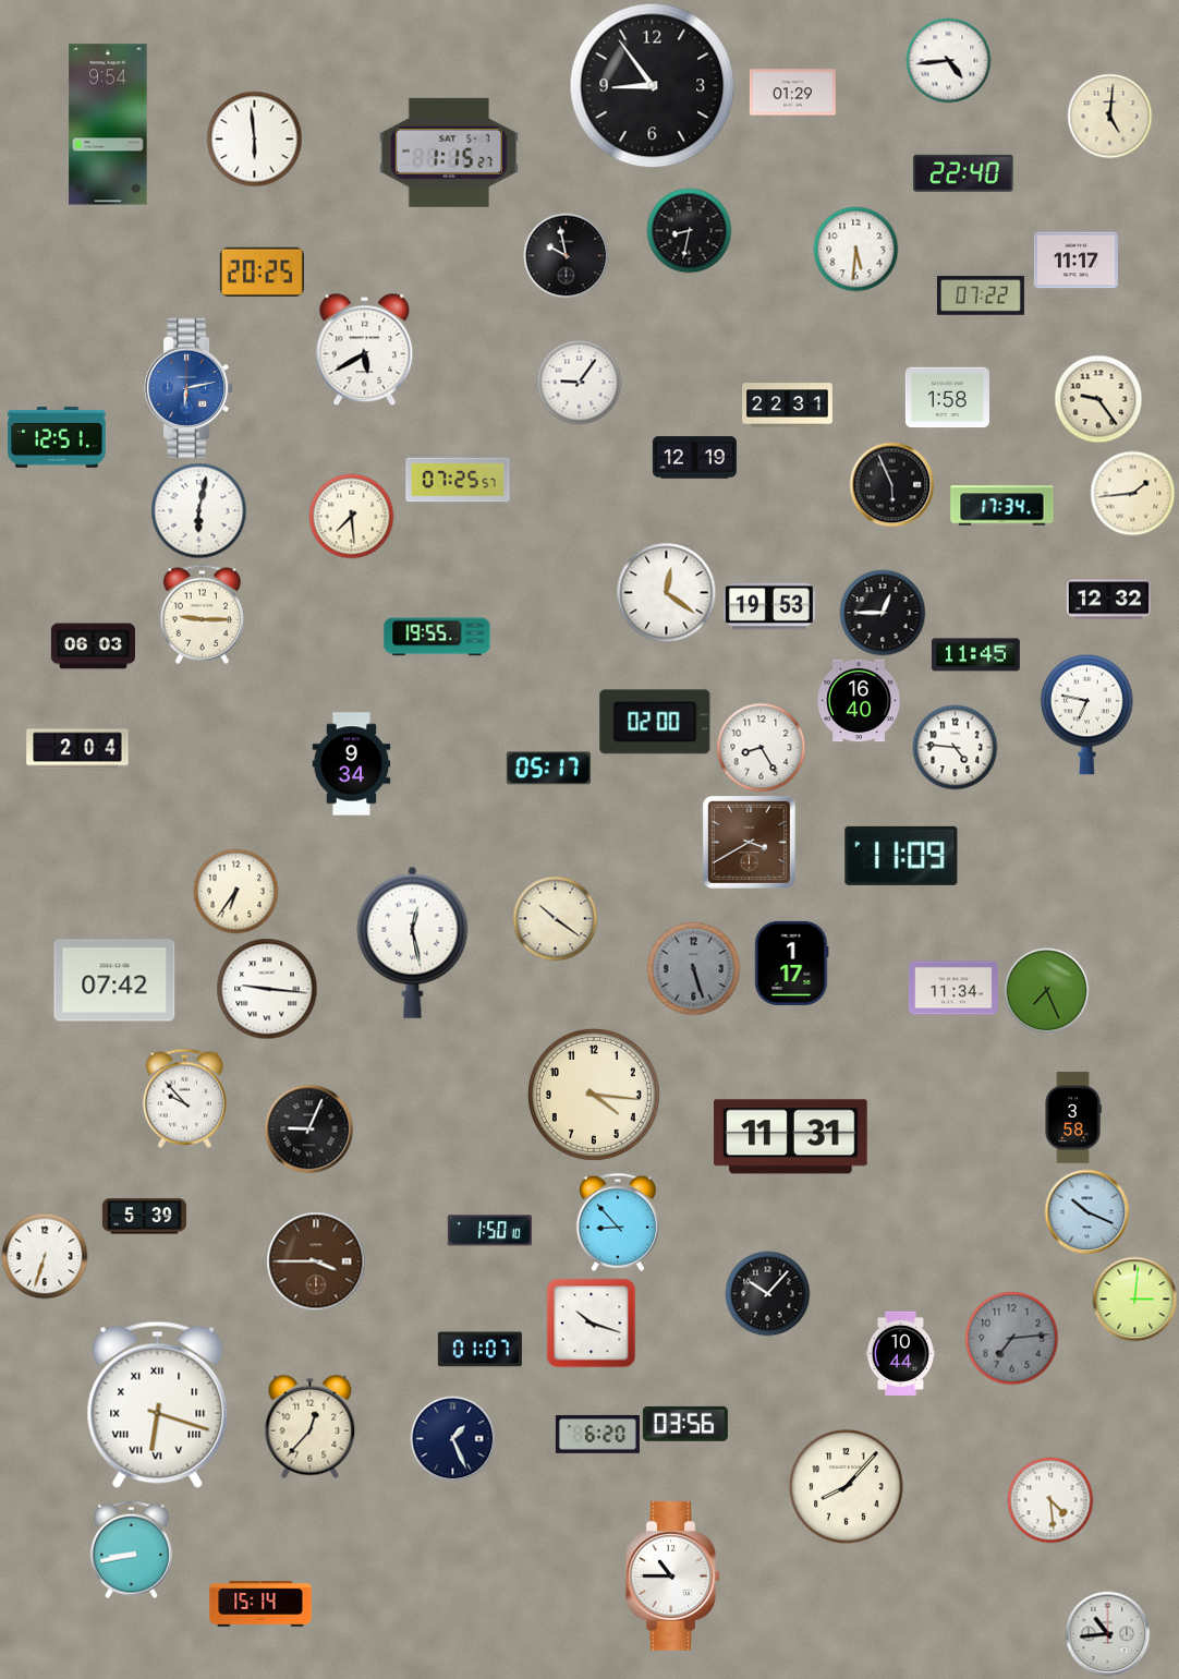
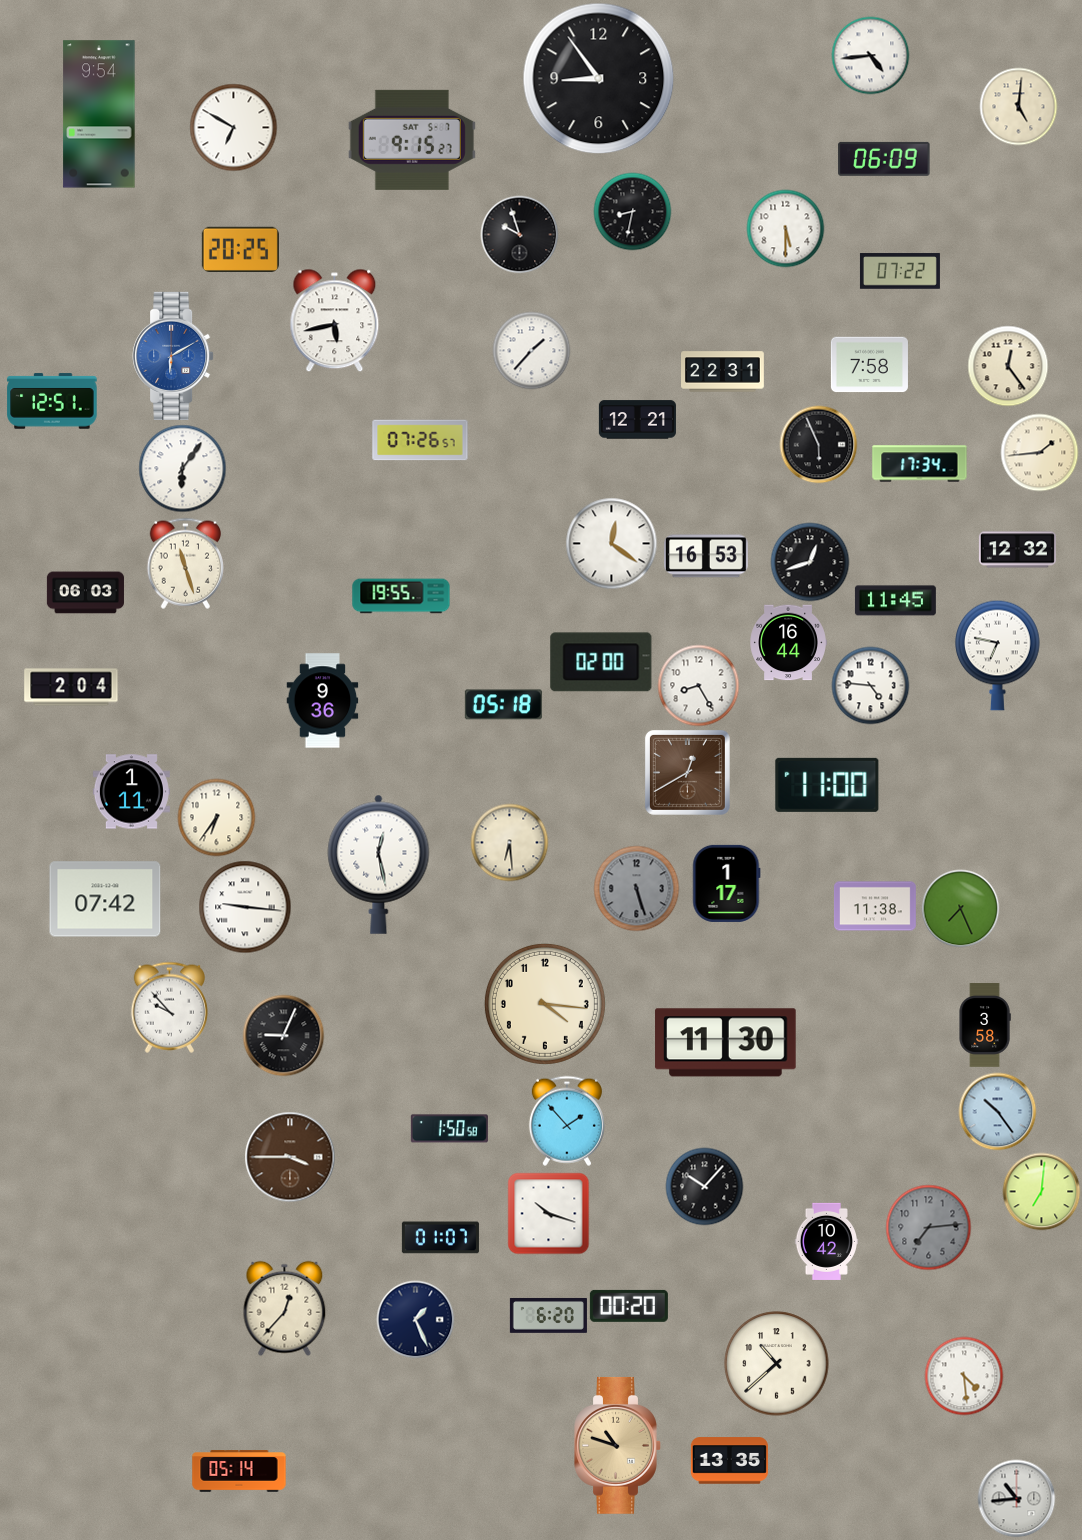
clock at (792, 93): 01:29 -> none
clock at (254, 138): 5:59 -> 6:50
clock at (449, 153): 1:15 -> 9:15
clock at (963, 173): 22:40 -> 06:09
clock at (855, 249): 5:31 -> 5:30
clock at (566, 255): 9:58 -> 9:57
clock at (1075, 261): 11:17 -> none
clock at (365, 349): 5:40 -> 5:43
clock at (579, 382): 9:06 -> 1:37
clock at (189, 388): 6:13 -> 6:10
clock at (947, 398): 1:58 -> 7:58
clock at (1098, 399): 9:24 -> 12:24
clock at (694, 458): 12:19 -> 12:21
clock at (458, 480): 07:25 -> 07:26
clock at (198, 510): 6:02 -> 6:06
clock at (351, 516): 7:29 -> none
clock at (770, 606): 19:53 -> 16:53
clock at (883, 613): 12:45 -> 12:42
clock at (202, 614): 9:15 -> 11:27
clock at (437, 637) position: (437, 637) -> (401, 596)
clock at (859, 701): 16:40 -> 16:44
clock at (955, 747) position: (955, 747) -> (870, 685)
clock at (352, 764): 9:34 -> 9:36
clock at (548, 769): 05:17 -> 05:18
clock at (749, 842): 3:40 -> 12:40
clock at (901, 856): 11:09 -> 11:00
clock at (131, 792): none -> 1:11
clock at (555, 918): 10:21 -> 6:29
clock at (953, 988): 11:34 -> 11:38
clock at (791, 1137): 11:31 -> 11:30
clock at (1086, 1211): 10:19 -> 10:24
clock at (144, 1217): 5:39 -> none
clock at (618, 1222): 8:53 -> 1:53
clock at (489, 1231): 1:50:10 -> 1:50:58
clock at (45, 1256): 6:33 -> none
clock at (1134, 1298): 3:01 -> 7:01
clock at (591, 1322) position: (591, 1322) -> (548, 1213)
clock at (900, 1353): 10:44 -> 10:42
clock at (158, 1404): 6:18 -> none
clock at (685, 1424): 03:56 -> 00:20
clock at (847, 1487): 8:07 -> 10:38
clock at (131, 1549): 8:43 -> none
clock at (673, 1575): 10:45 -> 10:48
clock at (673, 1575) dial: white -> champagne
clock at (729, 1461): none -> 13:35
clock at (260, 1604): 15:14 -> 05:14
